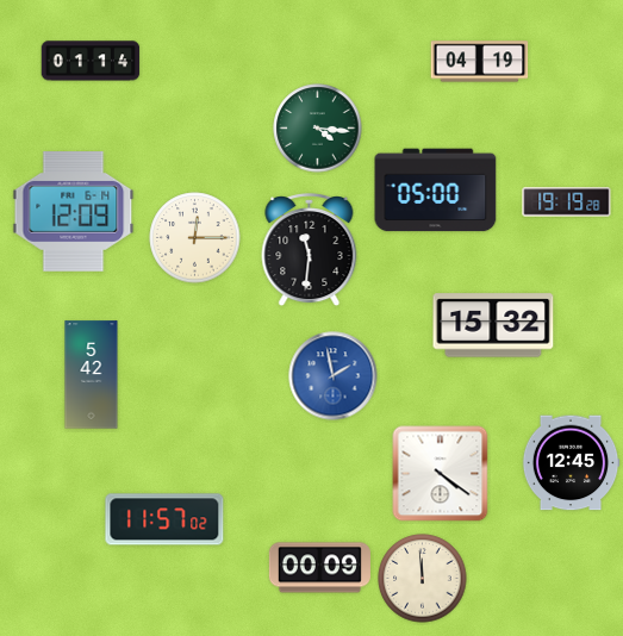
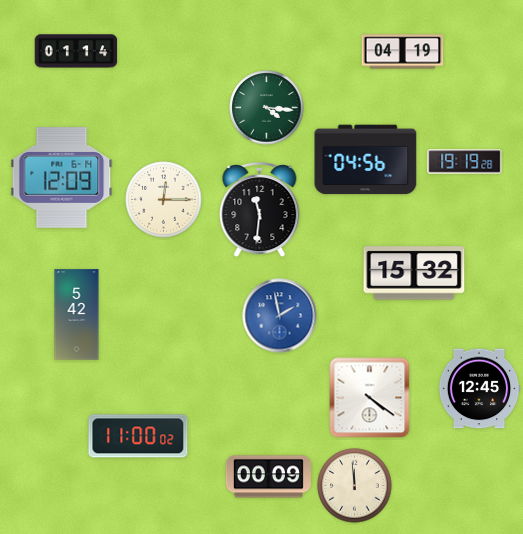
clock at (436, 191): 05:00 -> 04:56
clock at (567, 202) position: (567, 202) -> (465, 162)
clock at (164, 519): 11:57 -> 11:00
